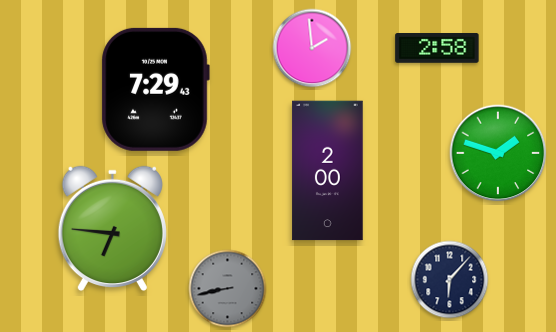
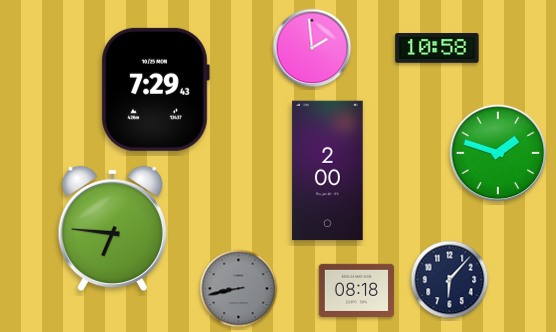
clock at (437, 49): 2:58 -> 10:58
clock at (228, 289) position: (228, 289) -> (239, 289)
clock at (357, 290): none -> 08:18
